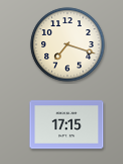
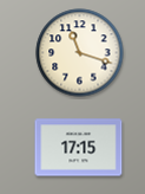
clock at (68, 45): 7:18 -> 11:18
